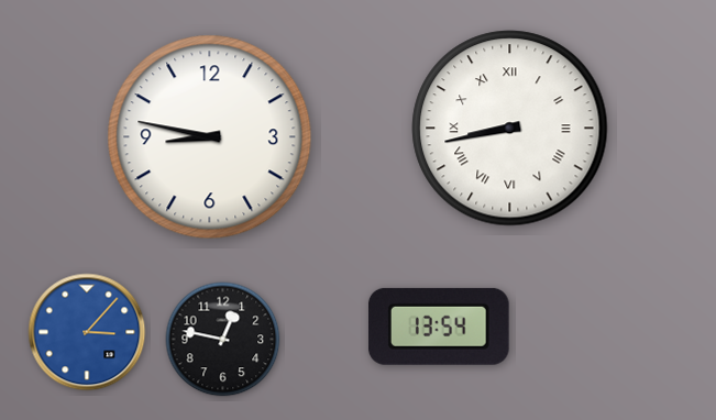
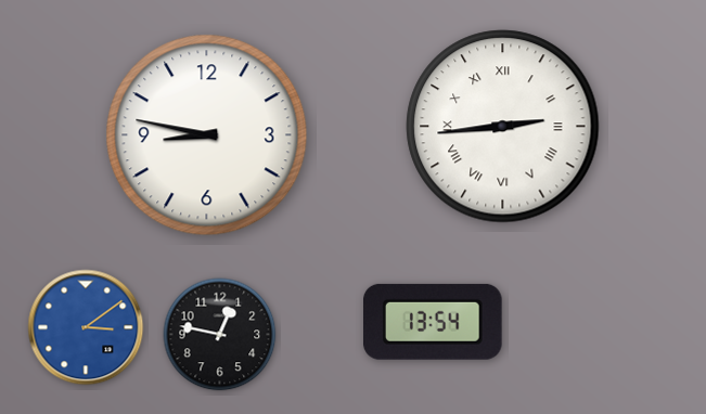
clock at (510, 129): 8:43 -> 2:44
clock at (87, 332): 3:07 -> 3:09
